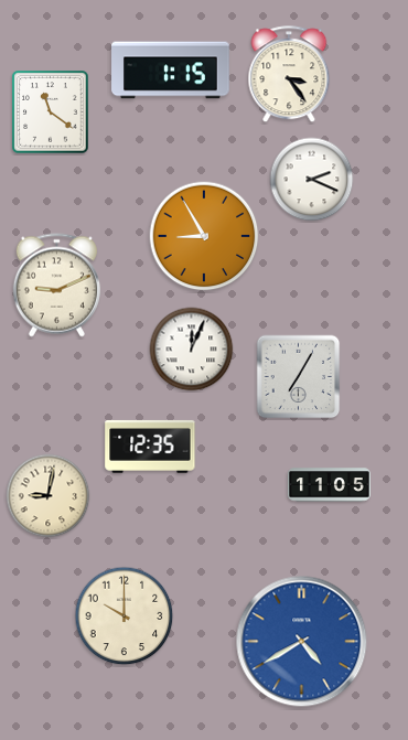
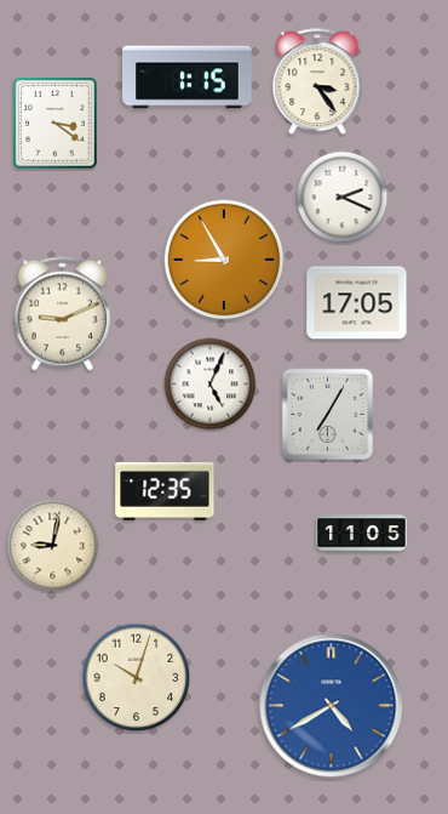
clock at (51, 112): 11:21 -> 3:21
clock at (357, 303): none -> 17:05
clock at (192, 350): 12:04 -> 5:04
clock at (125, 616): 10:00 -> 10:03
